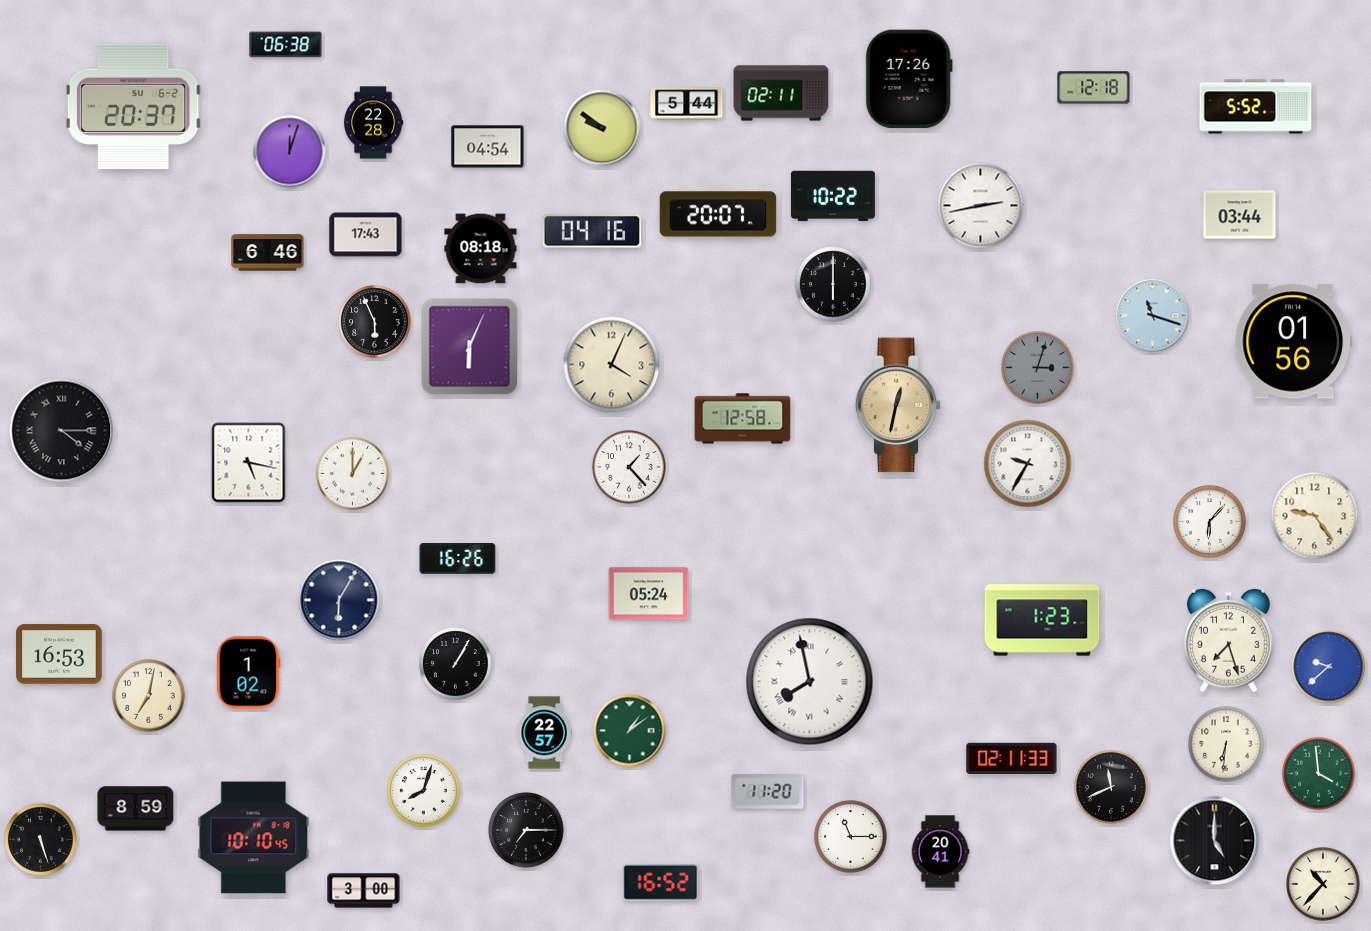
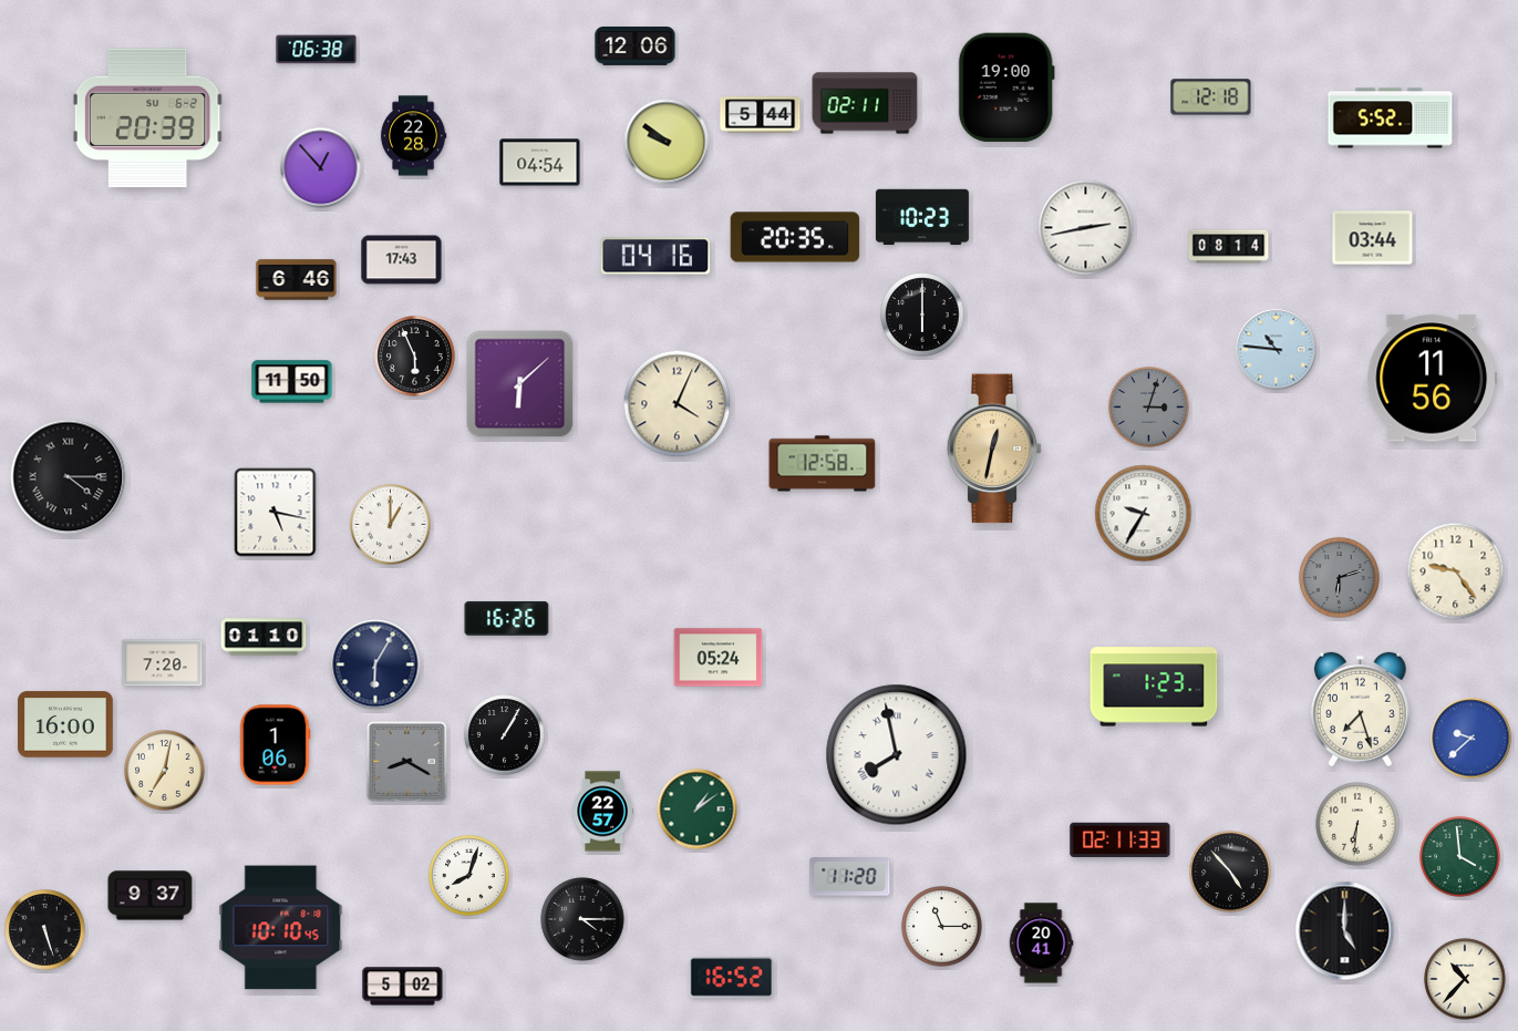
clock at (636, 47): none -> 12:06
clock at (909, 79): 17:26 -> 19:00
clock at (133, 107): 20:37 -> 20:39
clock at (290, 152): 12:03 -> 12:53
clock at (833, 196): 10:22 -> 10:23
clock at (718, 214): 20:07 -> 20:35
clock at (1229, 247): none -> 08:14
clock at (366, 235) position: (366, 235) -> (402, 260)
clock at (481, 249): 08:18 -> none
clock at (1153, 316): 11:18 -> 10:46
clock at (1294, 342): 01:56 -> 11:56
clock at (292, 382): none -> 11:50
clock at (470, 347): 6:04 -> 6:08
clock at (1028, 464) position: (1028, 464) -> (1144, 514)
clock at (629, 467): 1:23 -> none
clock at (1210, 522): 6:07 -> 6:12
clock at (1210, 522) dial: white -> grey
clock at (264, 637): none -> 01:10
clock at (163, 663): none -> 7:20
clock at (59, 654): 16:53 -> 16:00
clock at (248, 673): 1:02 -> 1:06
clock at (406, 761): none -> 8:20
clock at (1111, 787): 11:41 -> 4:53
clock at (136, 809): 8:59 -> 9:37
clock at (526, 830): 7:15 -> 4:15
clock at (364, 891): 3:00 -> 5:02
